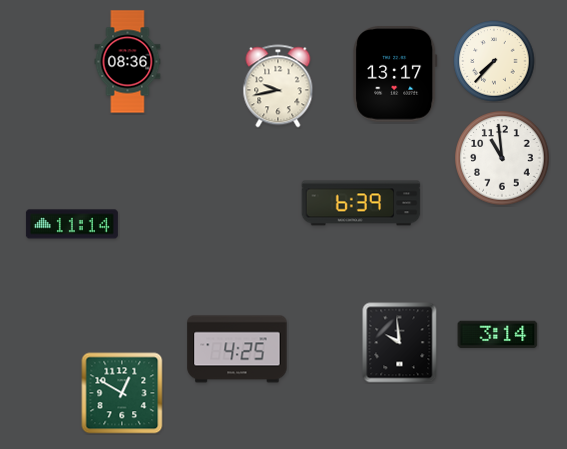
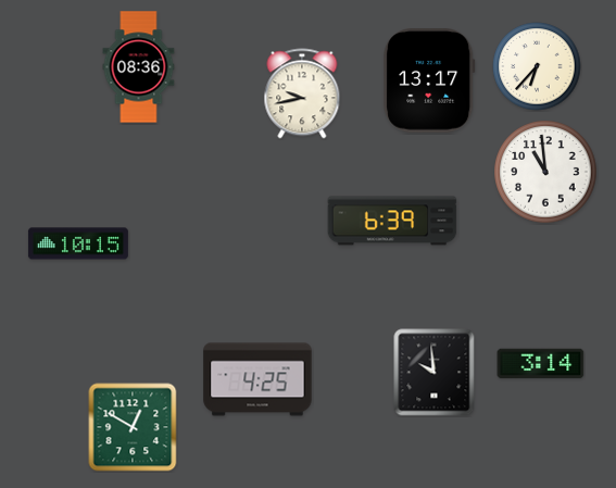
clock at (494, 61): 7:37 -> 6:37
clock at (72, 224): 11:14 -> 10:15
